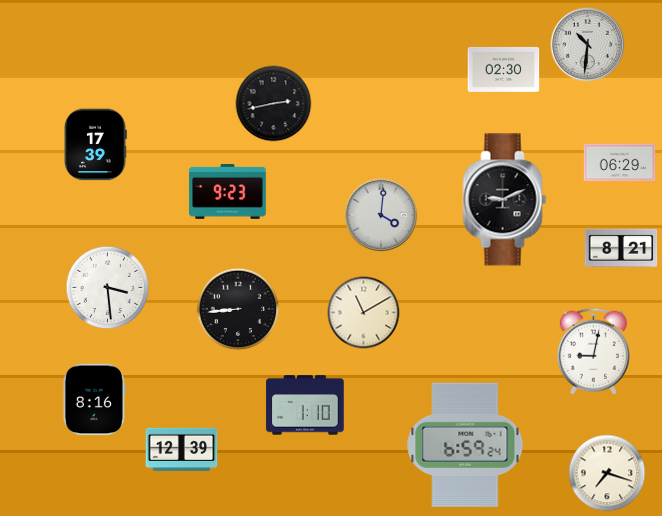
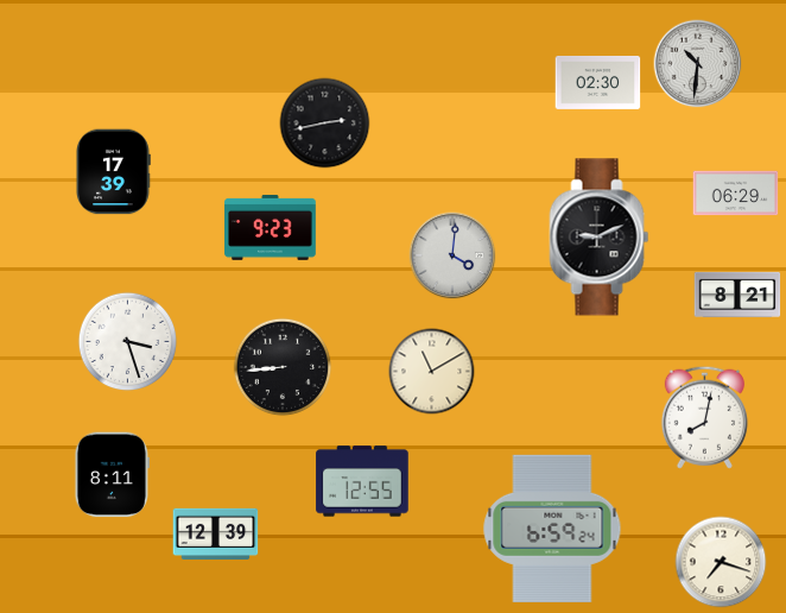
clock at (588, 45) position: (588, 45) -> (698, 64)
clock at (108, 288): 3:29 -> 3:27
clock at (593, 351): 9:02 -> 8:02
clock at (94, 400): 8:16 -> 8:11
clock at (305, 405): 1:10 -> 12:55
